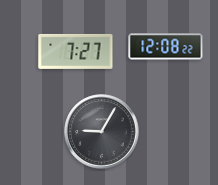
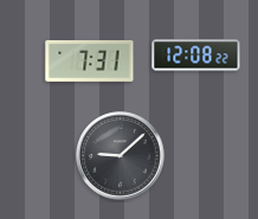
clock at (76, 51): 7:27 -> 7:31
clock at (102, 132): 9:05 -> 9:08
